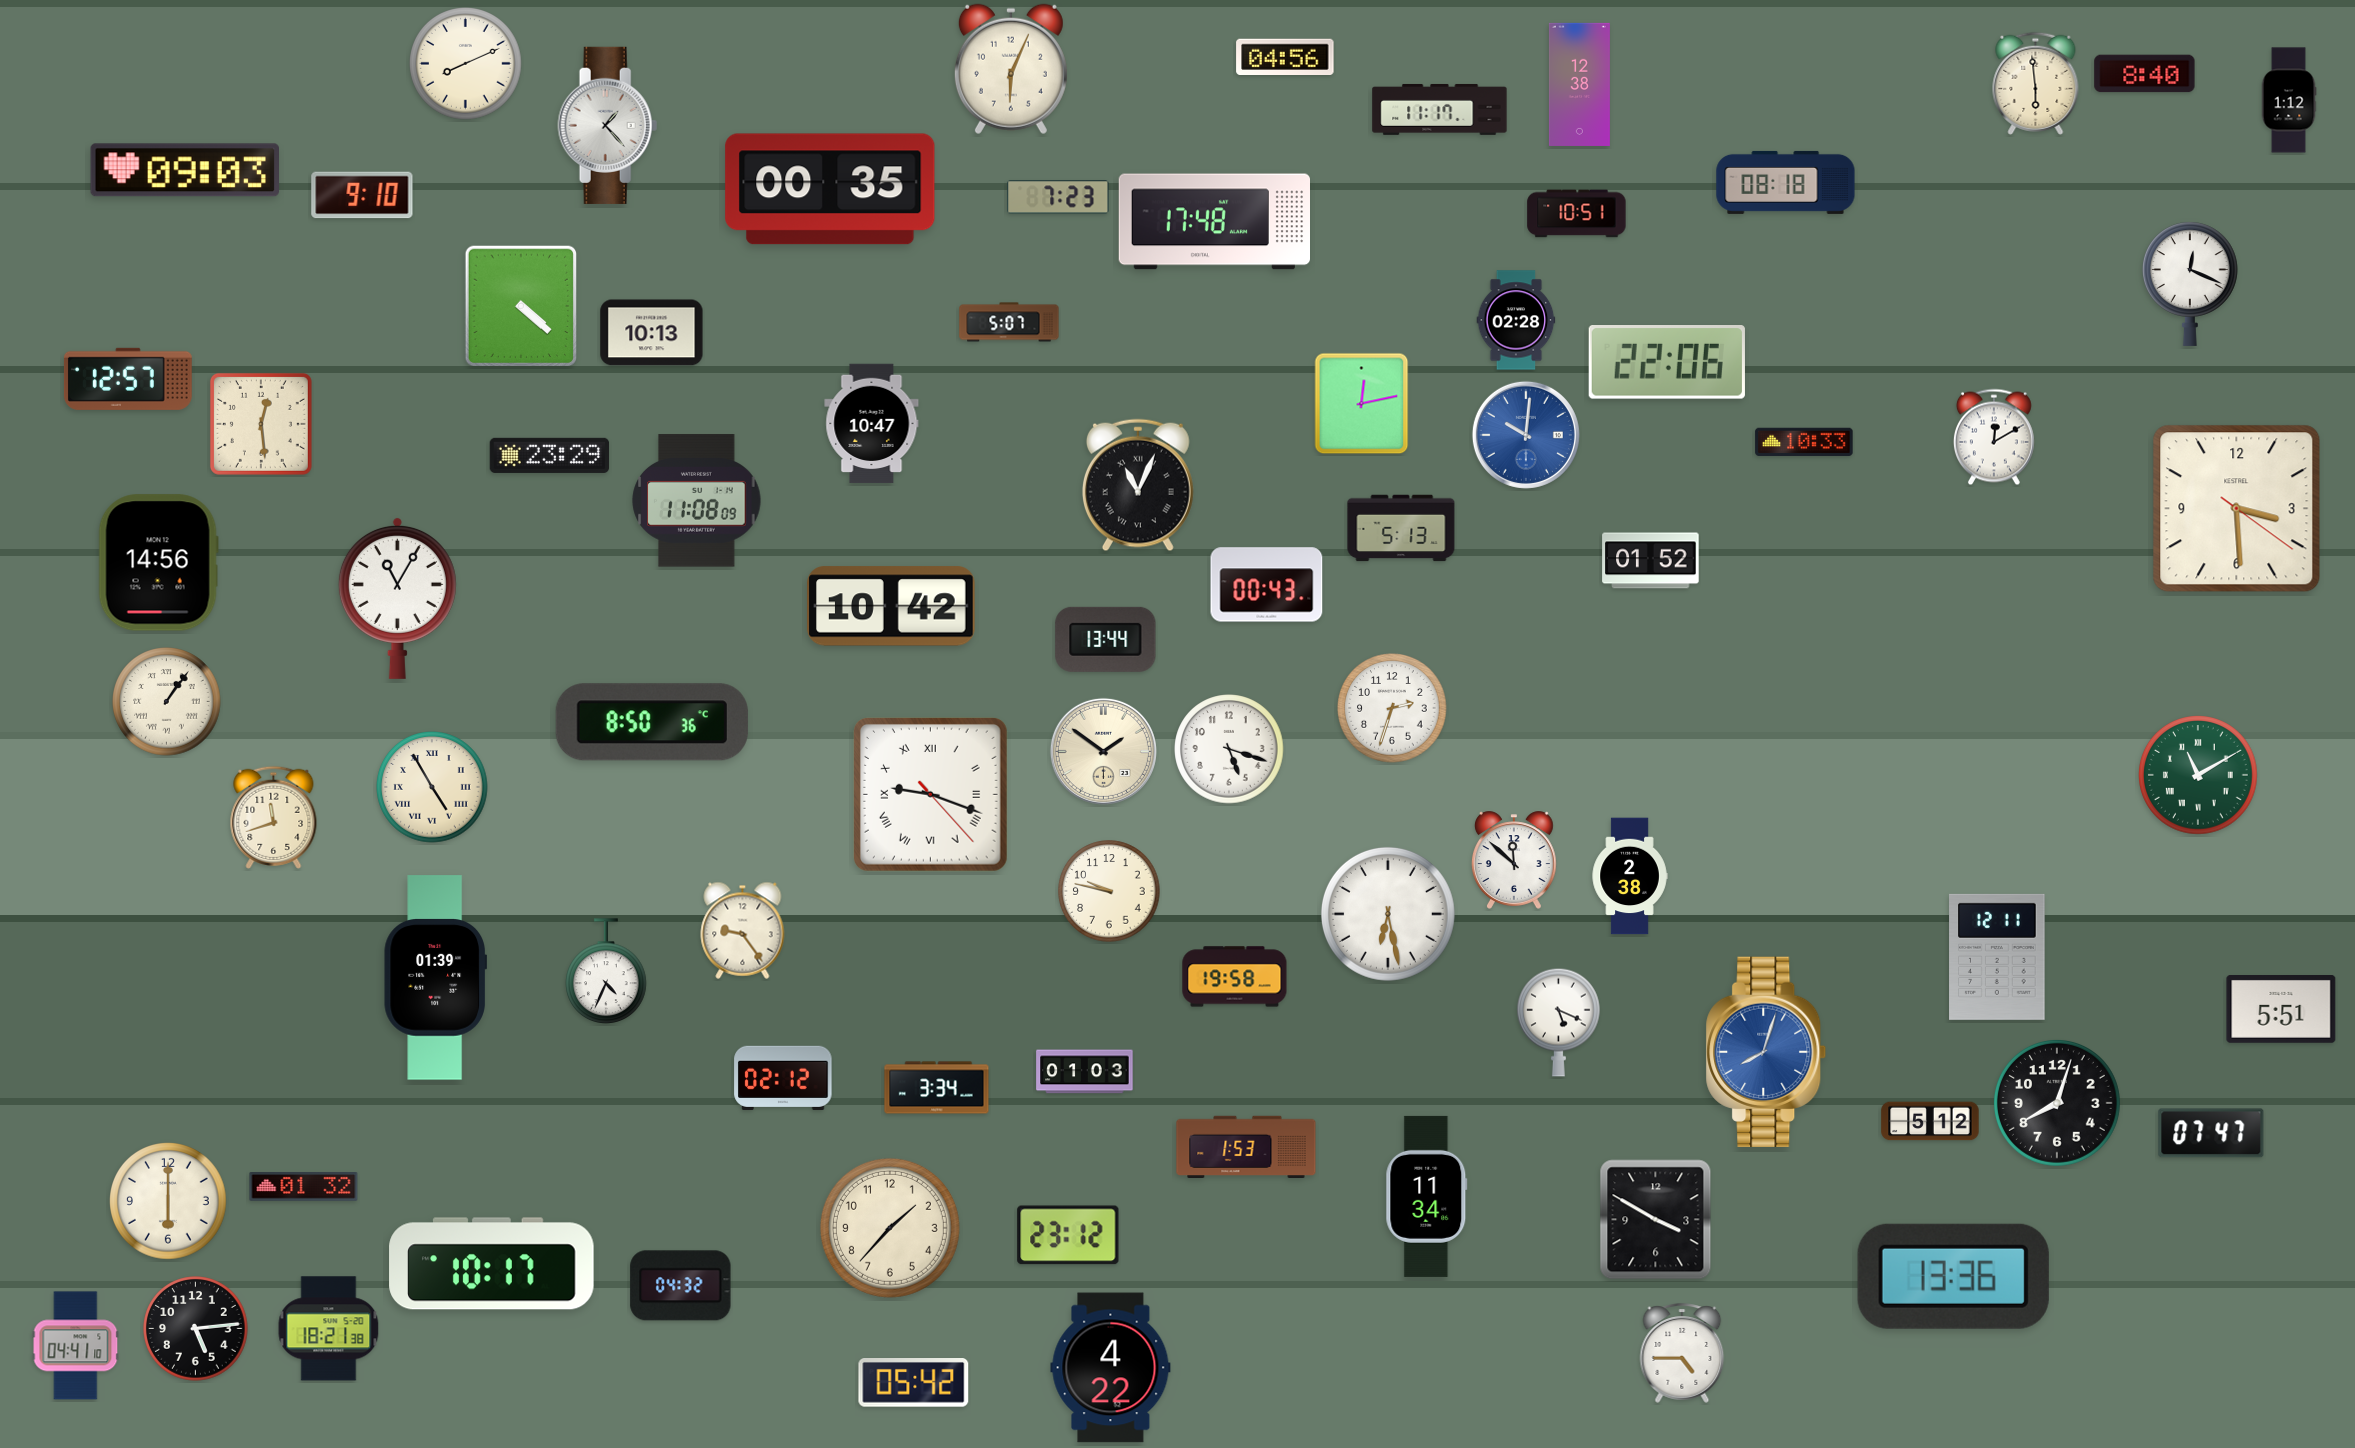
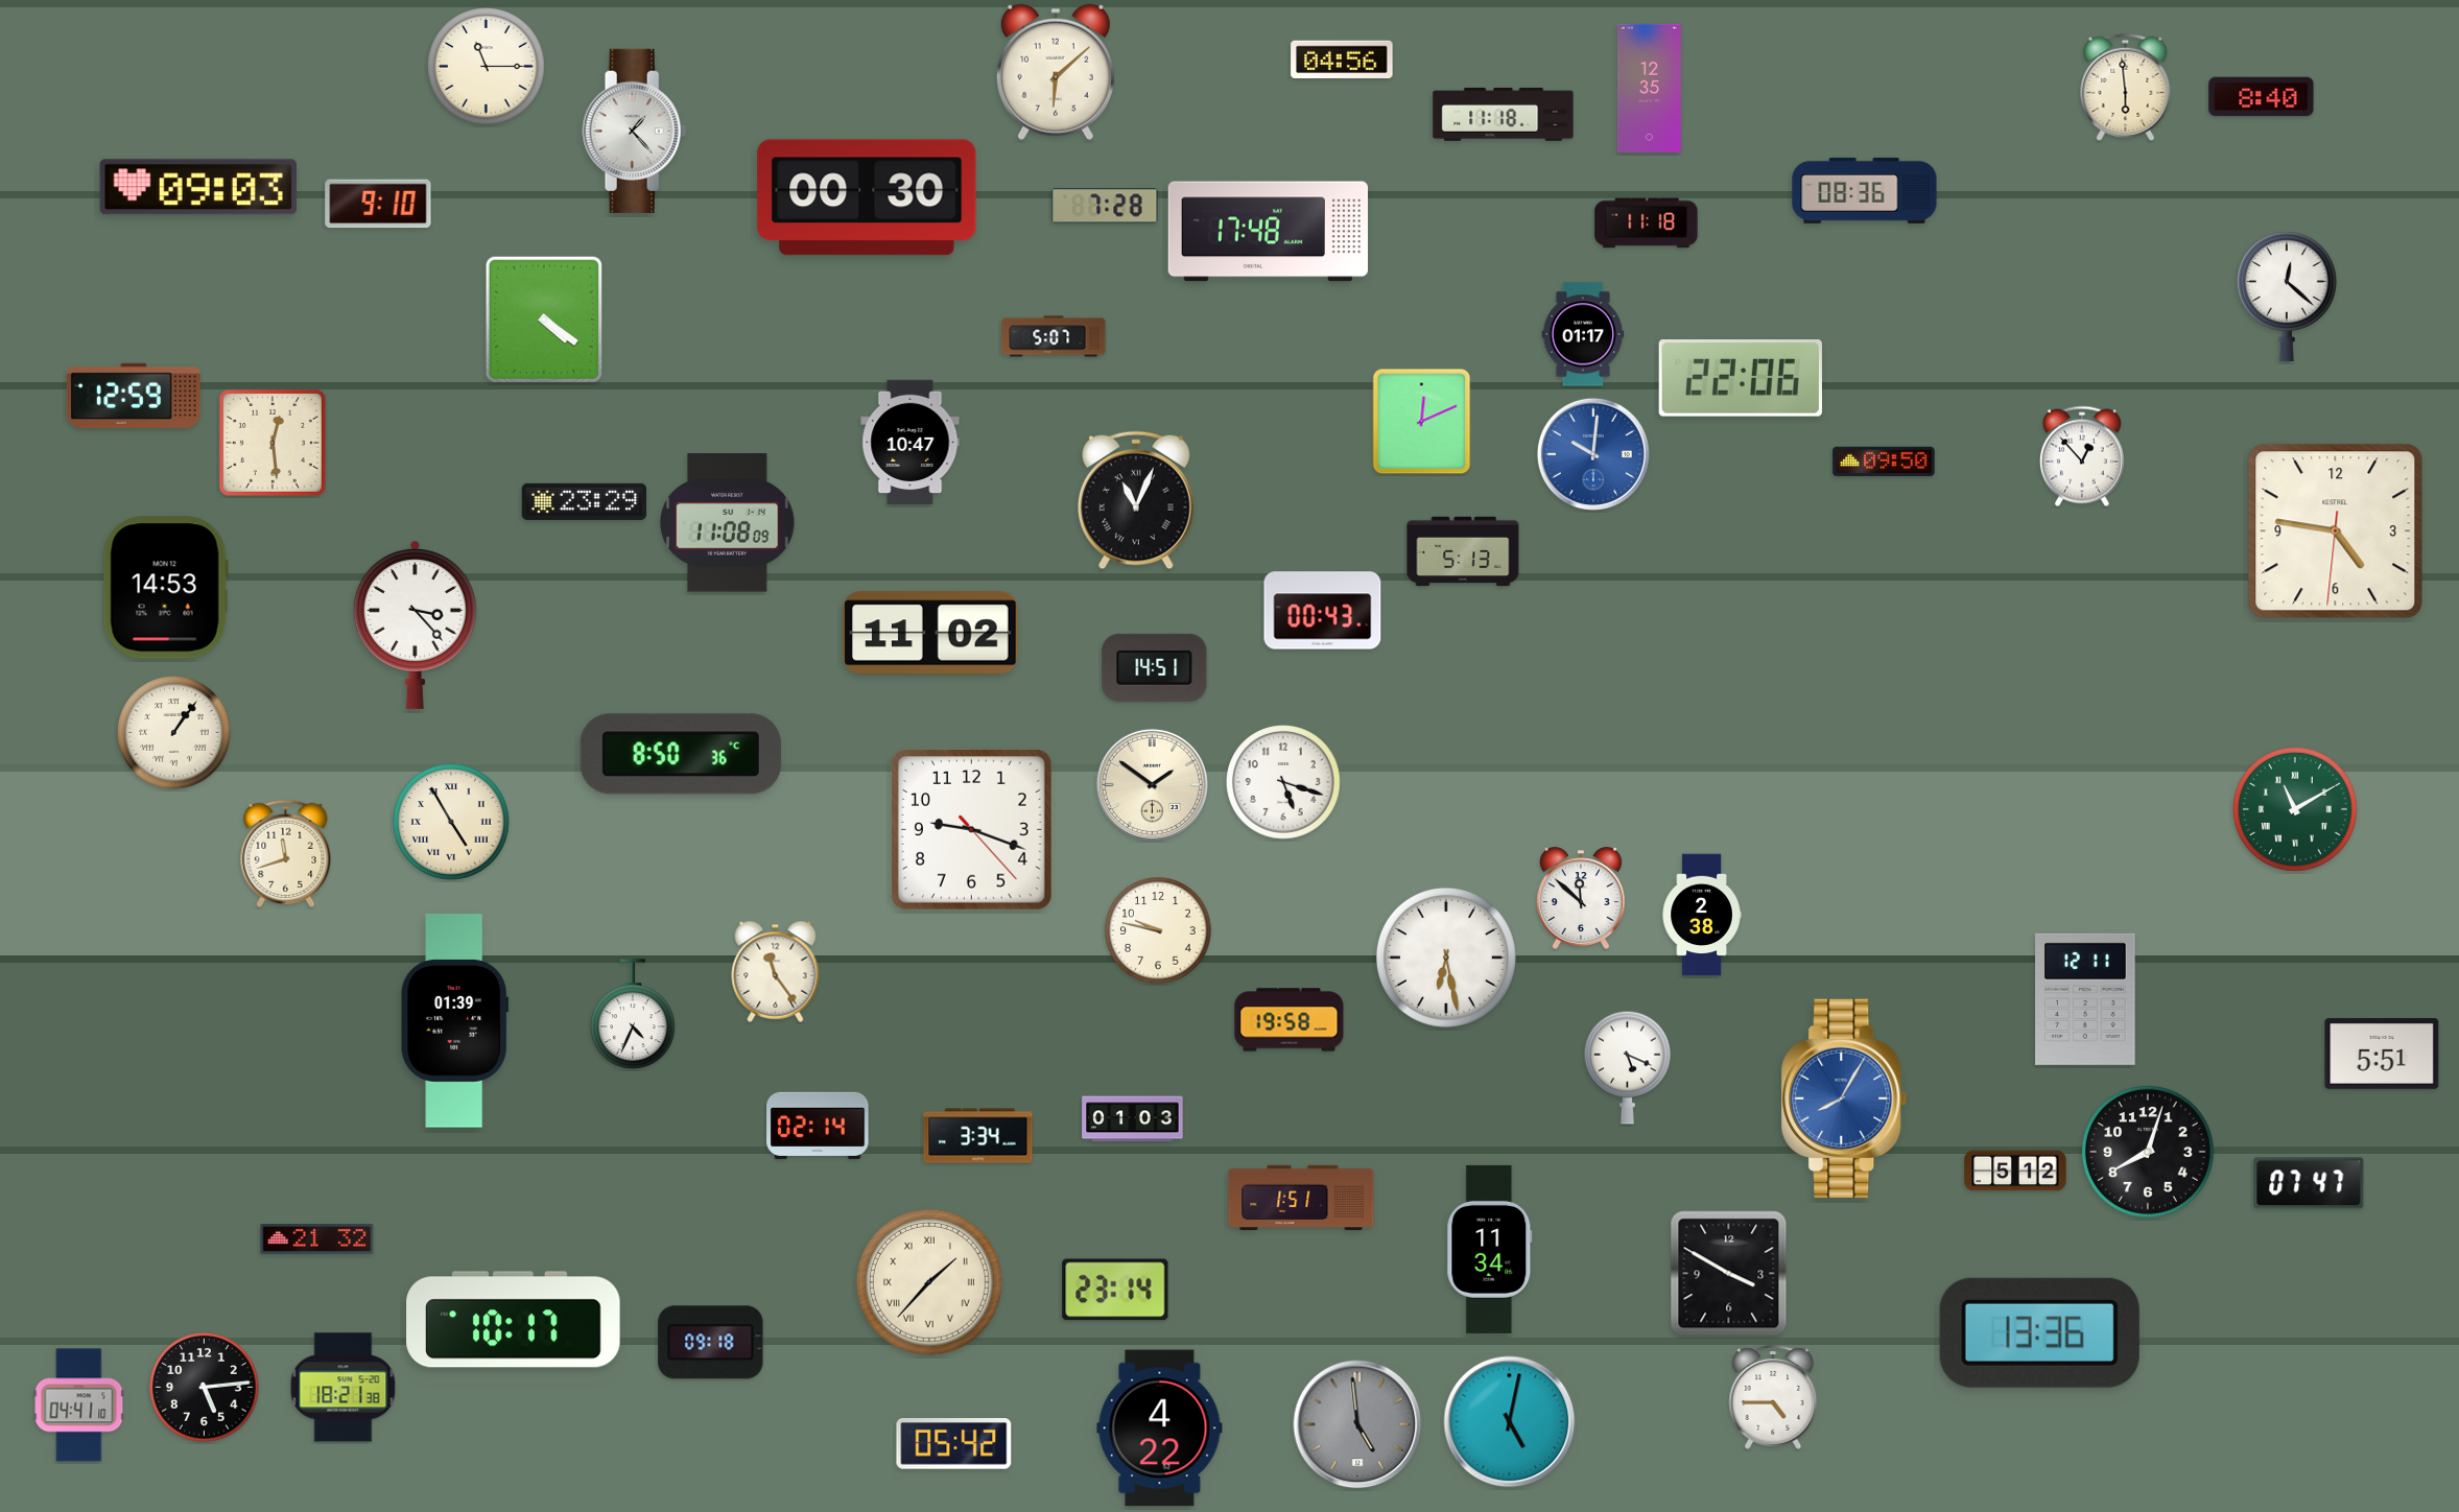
clock at (466, 64): 8:11 -> 11:15
clock at (1011, 69): 6:04 -> 6:08
clock at (2145, 74) position: (2145, 74) -> (2262, 97)
clock at (1579, 84): 12:38 -> 12:35
clock at (2289, 100): 1:12 -> none
clock at (1440, 109): 11:17 -> 11:18
clock at (184, 170) position: (184, 170) -> (197, 187)
clock at (1786, 182): 08:18 -> 08:36
clock at (830, 189): 00:35 -> 00:30
clock at (1058, 197): 7:23 -> 7:28
clock at (1577, 214): 10:51 -> 11:18
clock at (2190, 284): 12:19 -> 12:22
clock at (520, 305): 4:22 -> 4:21
clock at (1516, 320): 02:28 -> 01:17
clock at (652, 333): 10:13 -> none
clock at (128, 379): 12:57 -> 12:59
clock at (1362, 404): 12:13 -> 12:11
clock at (1994, 437): 12:10 -> 12:53
clock at (1804, 441): 10:33 -> 09:50
clock at (550, 455) position: (550, 455) -> (585, 501)
clock at (1138, 485) position: (1138, 485) -> (1136, 500)
clock at (2237, 509): 3:29 -> 4:46
clock at (1651, 561): 01:52 -> none
clock at (158, 563): 14:56 -> 14:53
clock at (397, 598): 11:05 -> 3:23
clock at (891, 606): 10:42 -> 11:02
clock at (1106, 639): 13:44 -> 14:51
clock at (1392, 708): 2:33 -> none
clock at (930, 794) numerals: Roman -> Arabic
clock at (1388, 914) position: (1388, 914) -> (1446, 958)
clock at (743, 930): 9:24 -> 11:24
clock at (1766, 1052): 8:03 -> 8:05
clock at (783, 1078): 02:12 -> 02:14
clock at (1246, 1147): 1:53 -> 1:51
clock at (304, 1187): 01:32 -> 21:32
clock at (169, 1202): 6:00 -> none
clock at (890, 1228) numerals: Arabic -> Roman
clock at (1068, 1235): 23:12 -> 23:14
clock at (681, 1286): 04:32 -> 09:18
clock at (1682, 1353) position: (1682, 1353) -> (1773, 1397)
clock at (1510, 1422): none -> 5:02
clock at (1357, 1424): none -> 4:59
